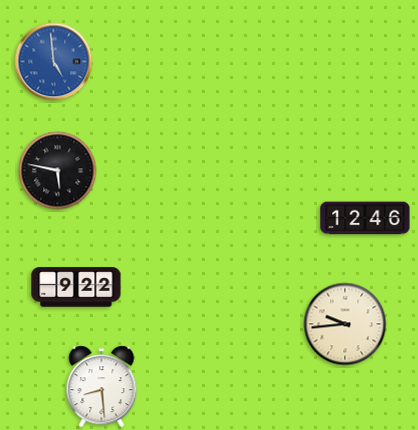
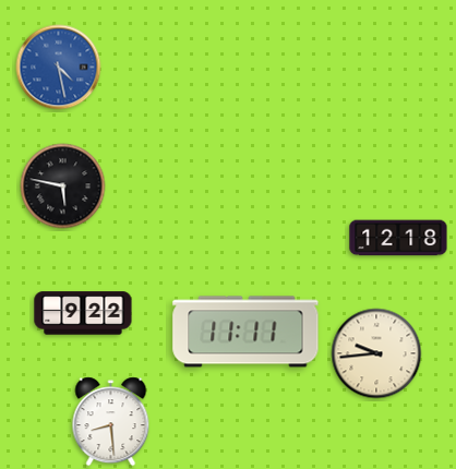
clock at (54, 62): 4:59 -> 4:28
clock at (365, 218): 12:46 -> 12:18
clock at (245, 332): none -> 11:11
